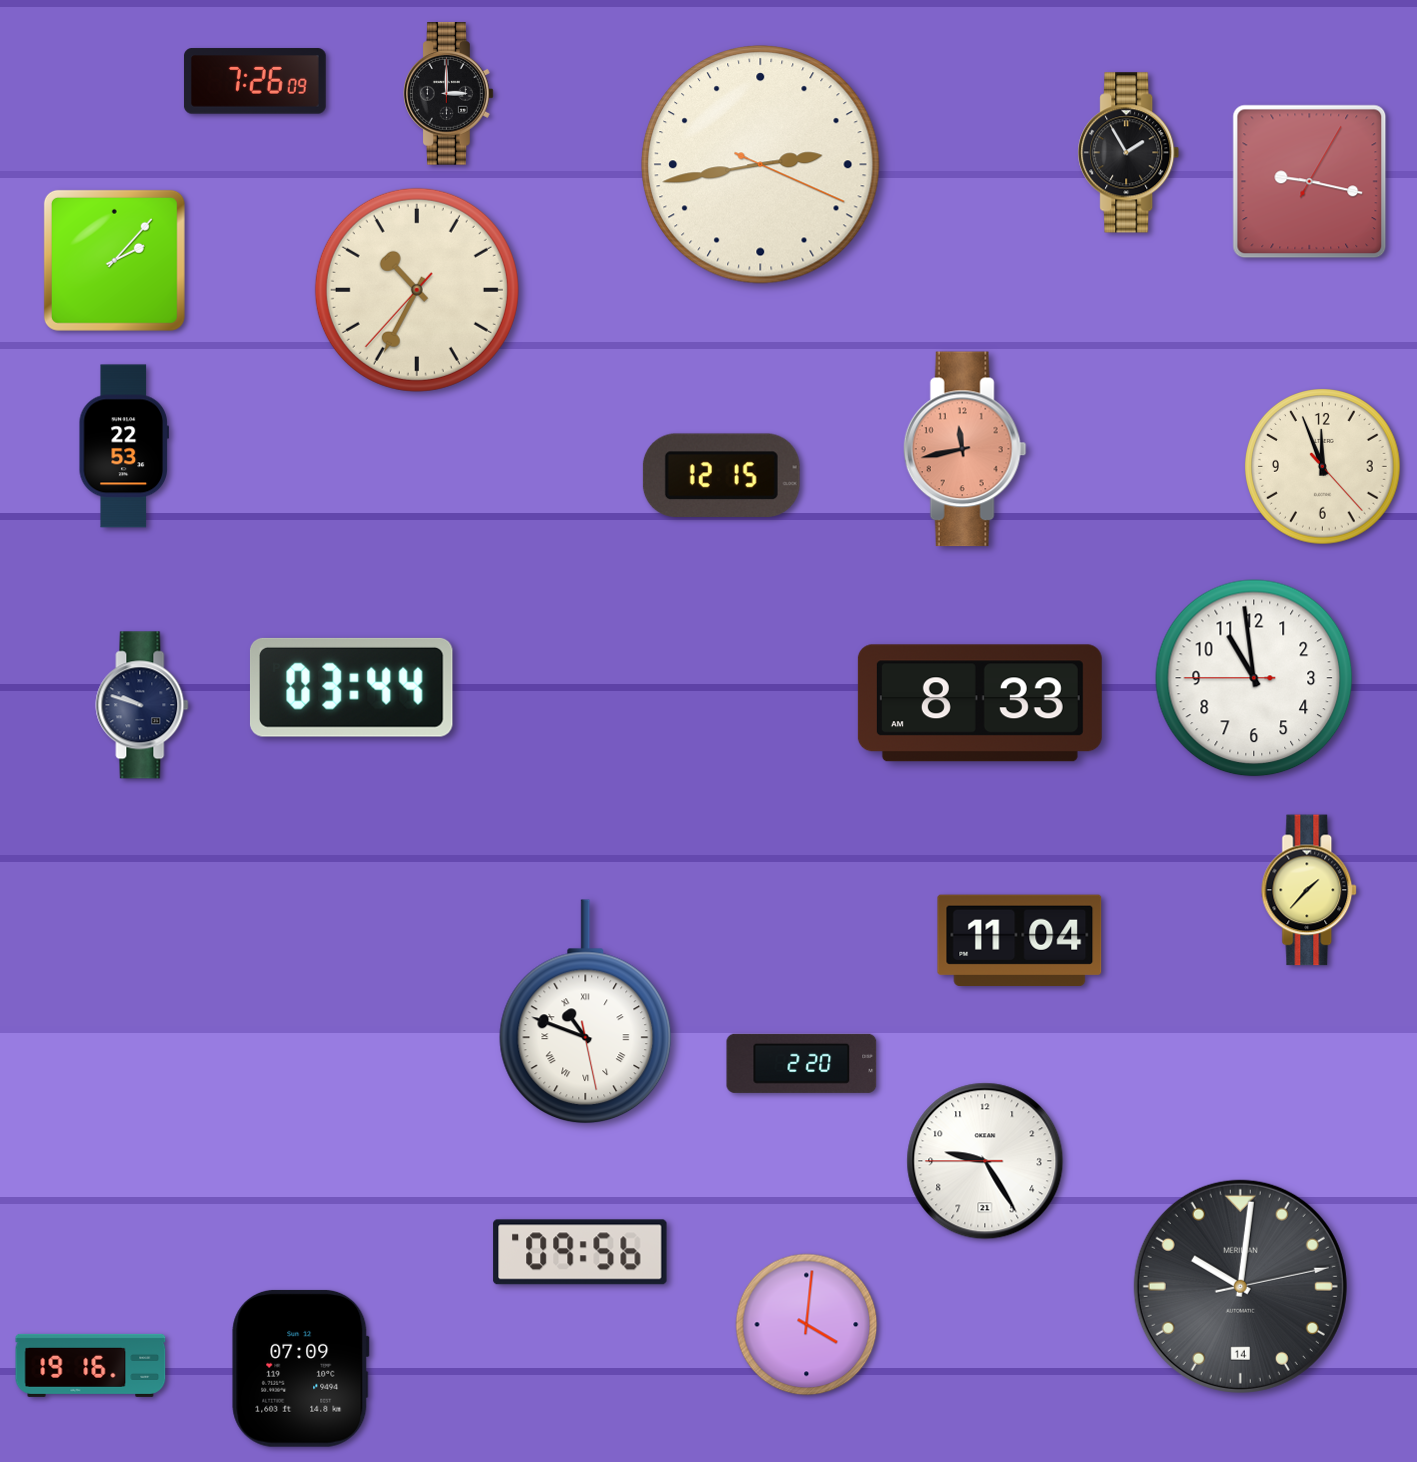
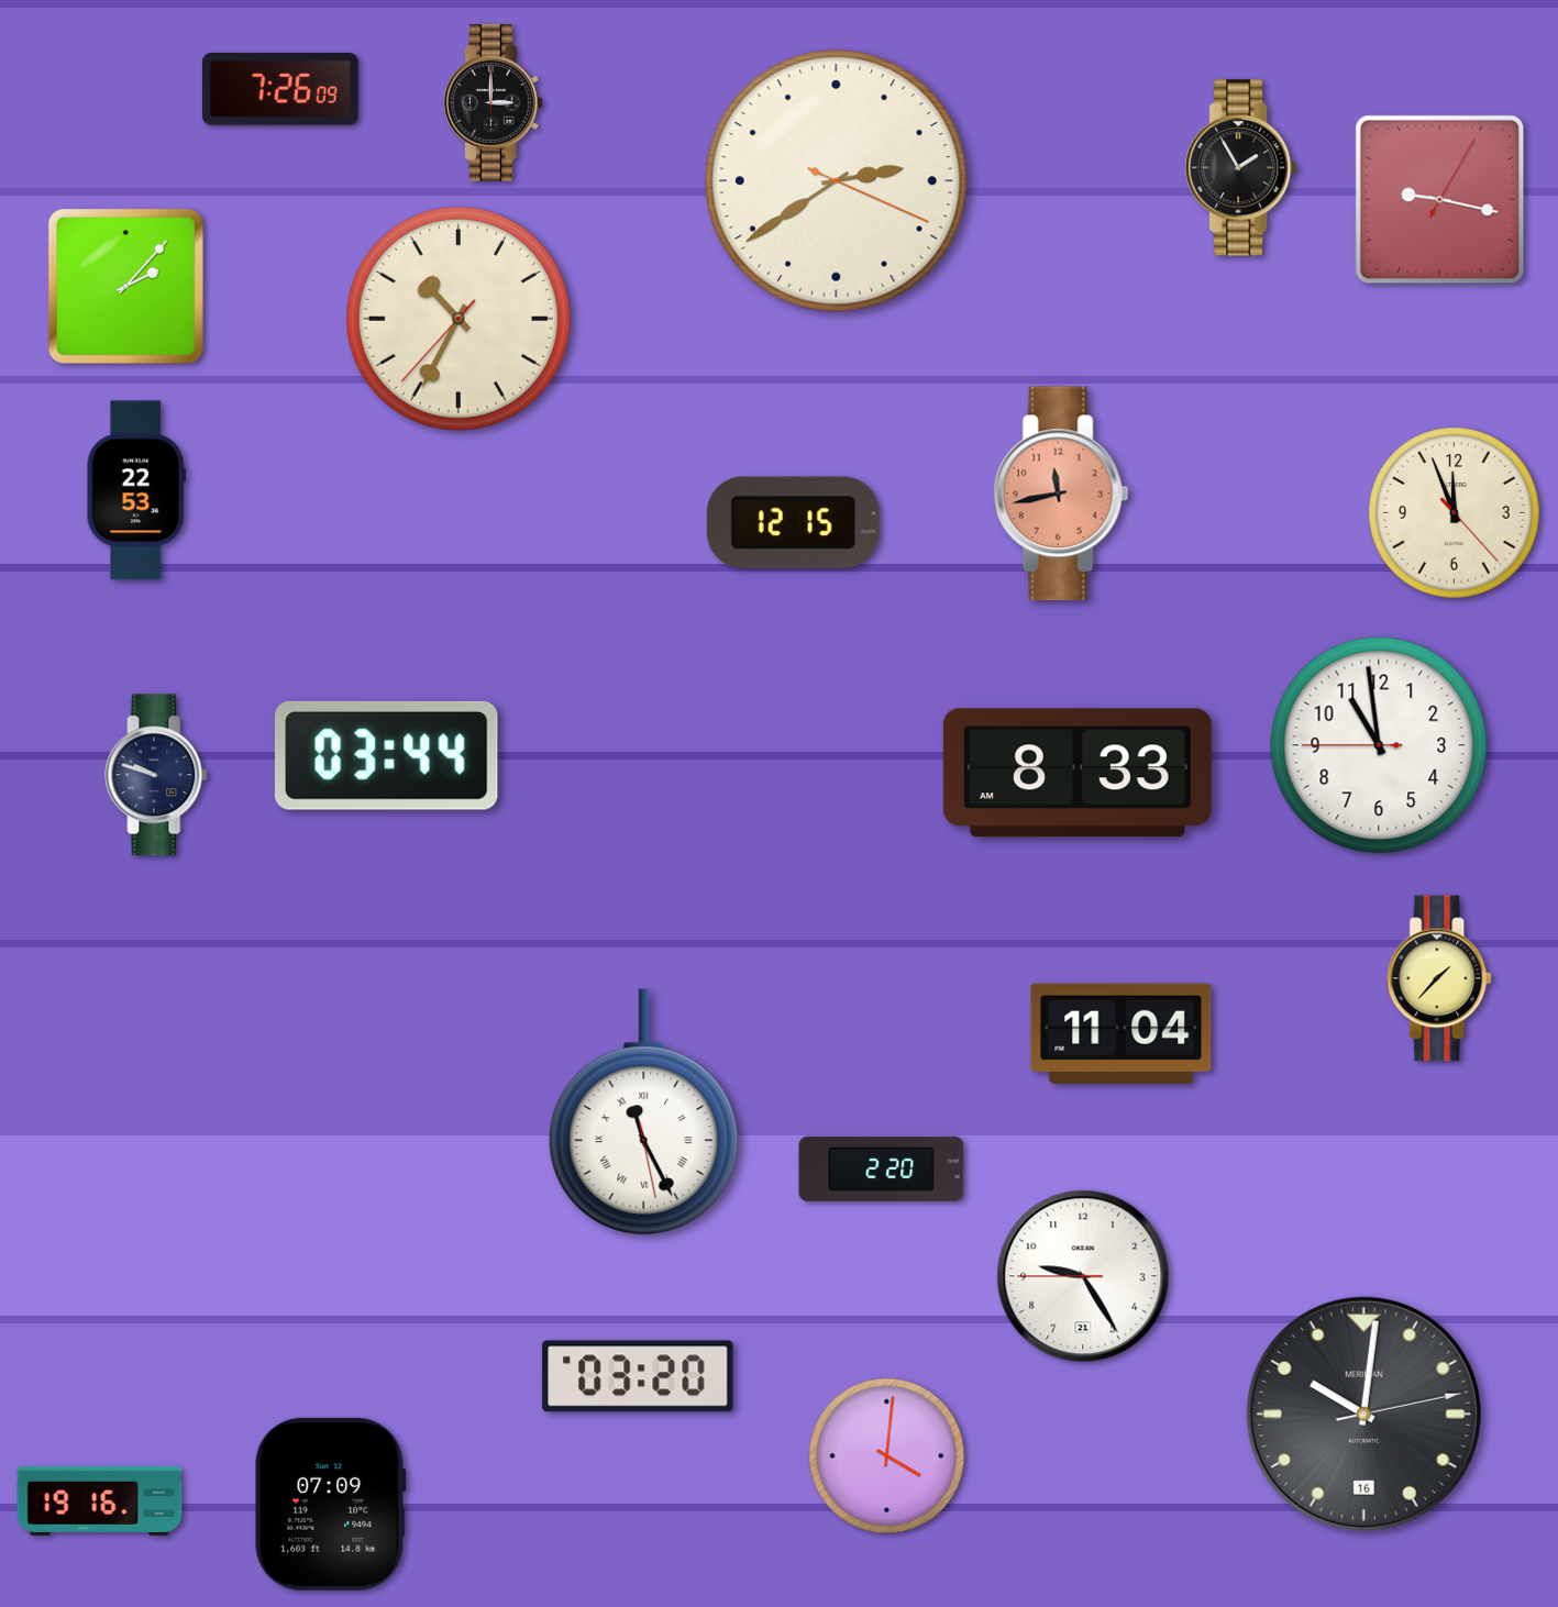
clock at (761, 165): 2:43 -> 2:39
clock at (586, 1012): 10:48 -> 11:25
clock at (580, 1252): 09:56 -> 03:20
clock at (1240, 1286) date: 14 -> 16
